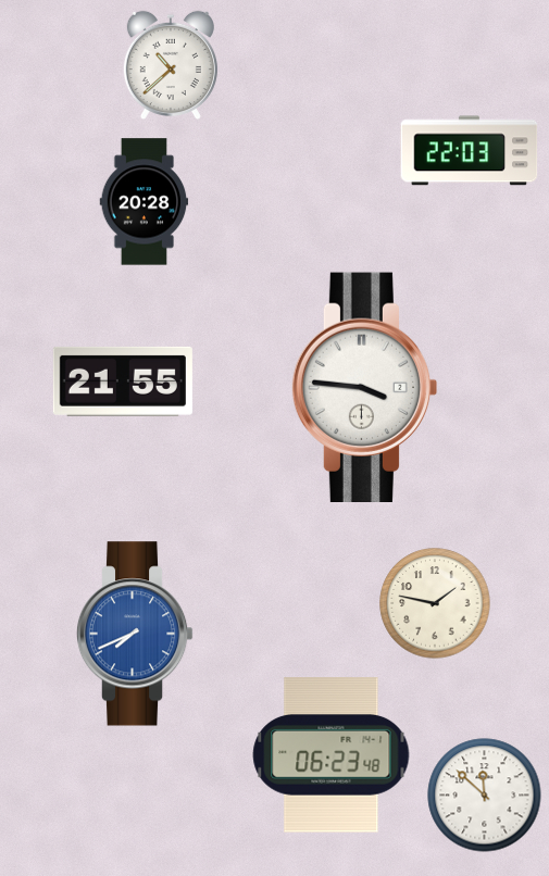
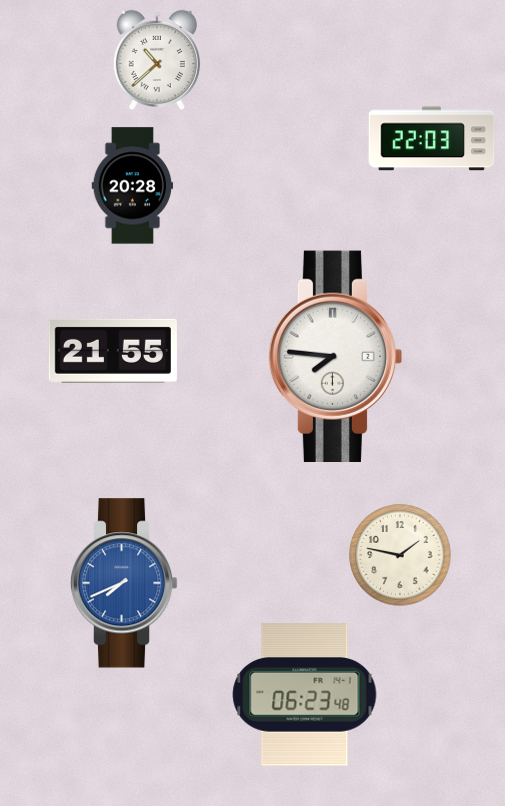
clock at (365, 387): 3:46 -> 7:46
clock at (485, 796): 11:52 -> none
